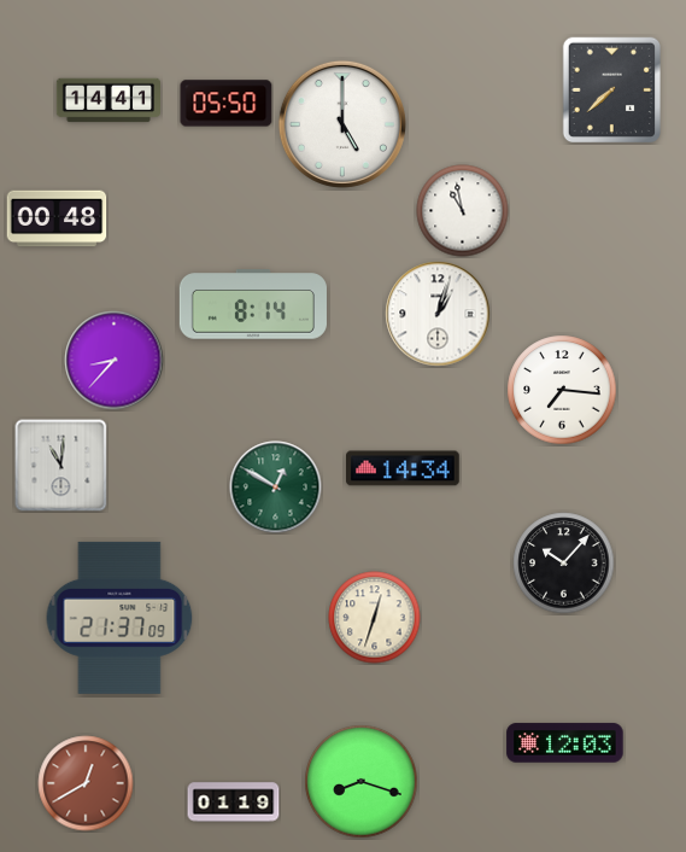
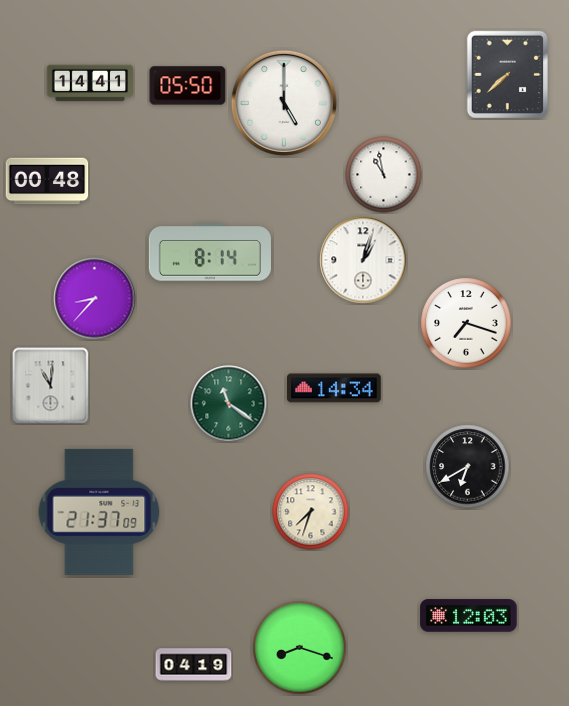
clock at (562, 390): 7:16 -> 7:18
clock at (276, 488): 12:50 -> 11:21
clock at (564, 564): 10:07 -> 6:40
clock at (375, 618): 12:33 -> 7:33
clock at (86, 783): 12:40 -> none
clock at (234, 803): 01:19 -> 04:19
